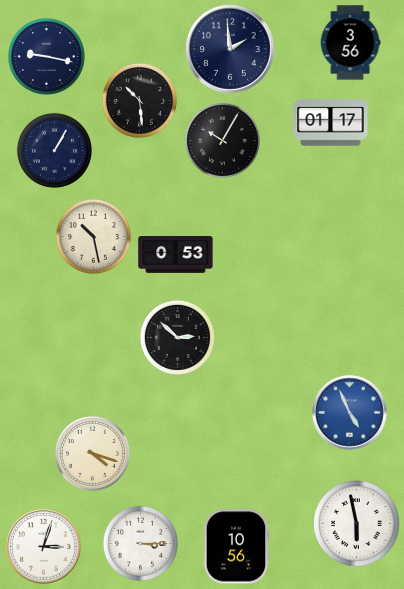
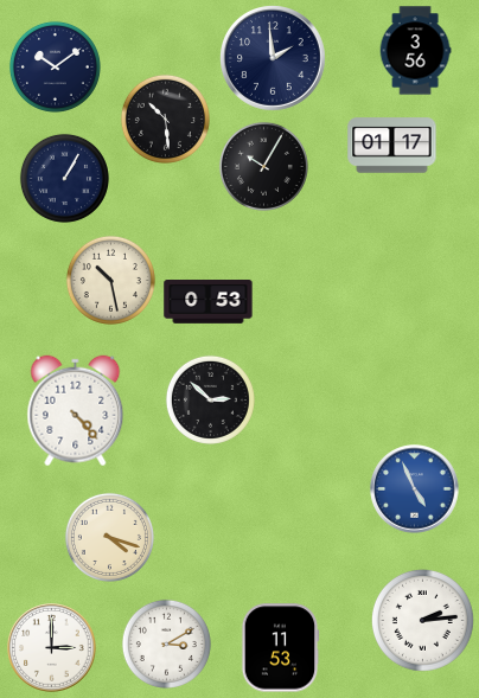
clock at (46, 56): 9:17 -> 10:09
clock at (76, 411): none -> 4:23
clock at (356, 523): 5:58 -> 2:14
clock at (140, 543): 3:15 -> 3:10
clock at (44, 547): 3:03 -> 3:00
clock at (236, 547): 10:56 -> 11:53
